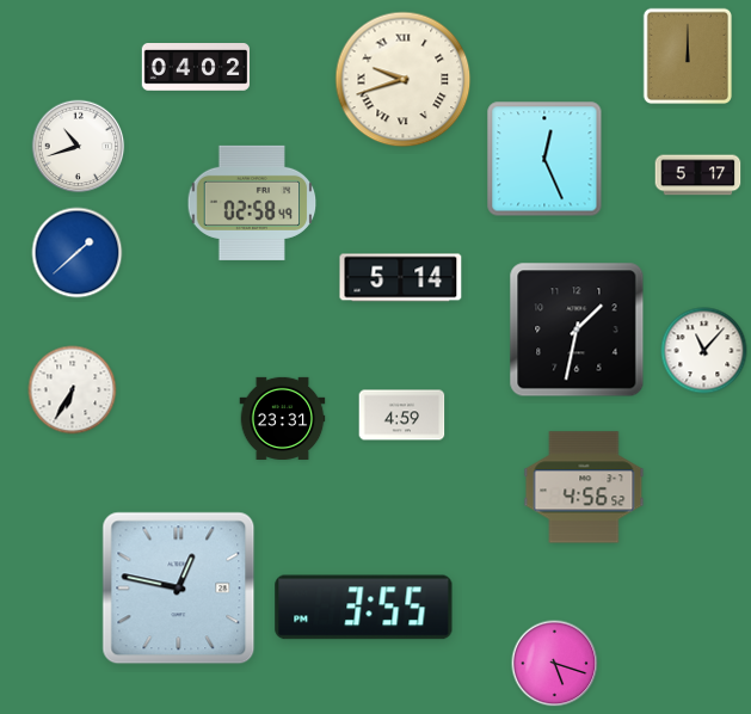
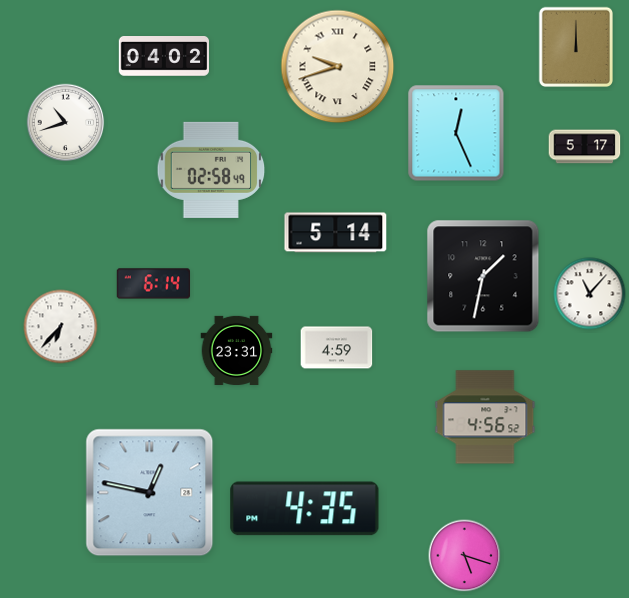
clock at (78, 253): 1:38 -> none
clock at (154, 284): none -> 6:14
clock at (73, 390): 6:35 -> 6:37
clock at (584, 487) position: (584, 487) -> (485, 417)
clock at (364, 608): 3:55 -> 4:35
